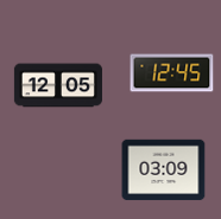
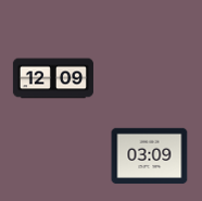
clock at (172, 73): 12:45 -> none
clock at (58, 85): 12:05 -> 12:09
